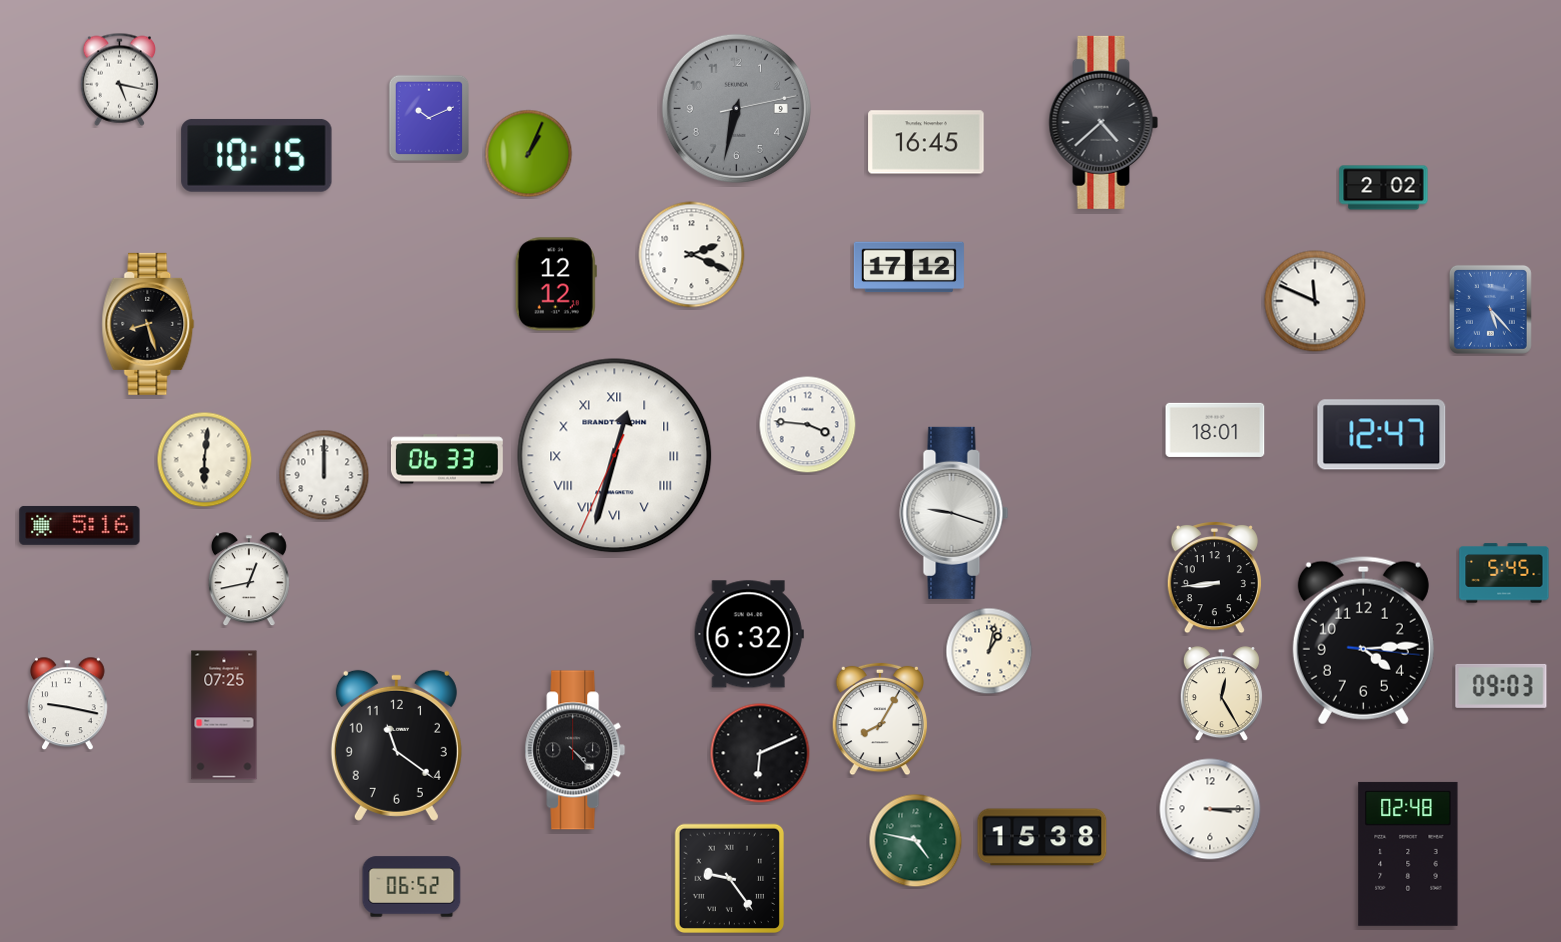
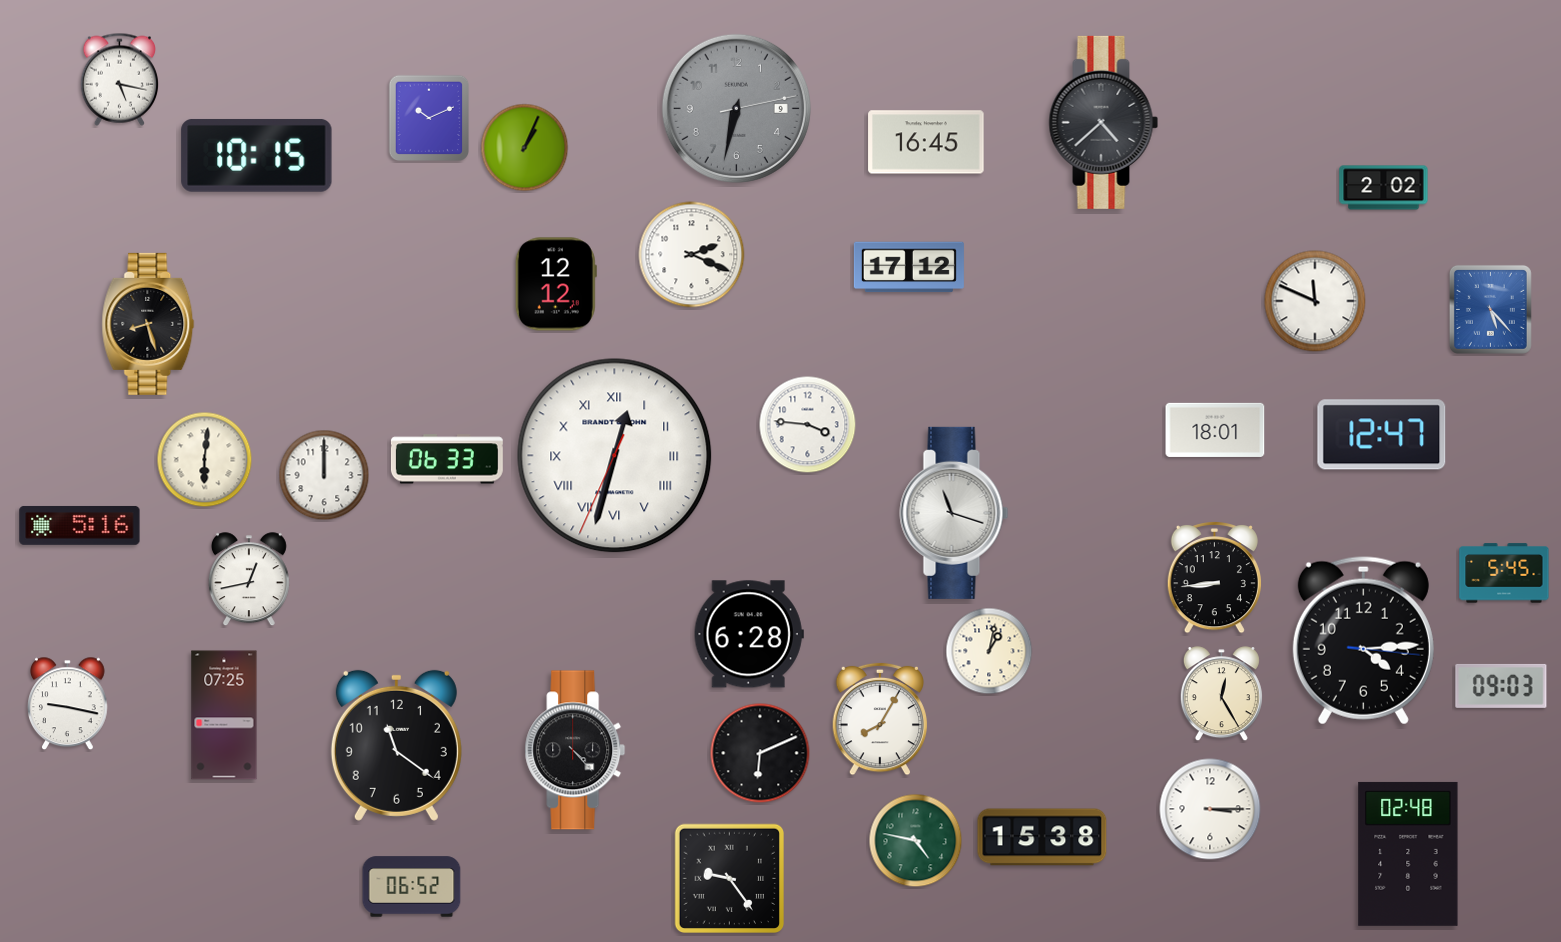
clock at (529, 154) position: (529, 154) -> (525, 148)
clock at (954, 513): 9:18 -> 11:18
clock at (749, 634): 6:32 -> 6:28
